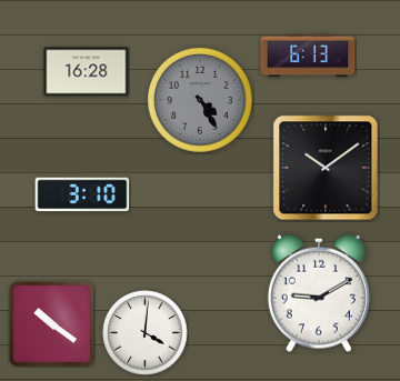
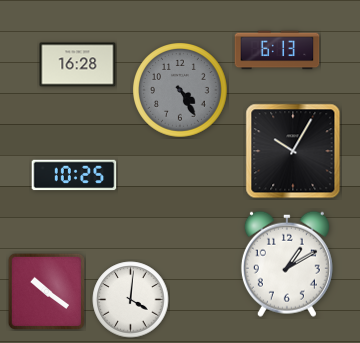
clock at (326, 168): 10:09 -> 10:05
clock at (82, 194): 3:10 -> 10:25
clock at (319, 293): 9:10 -> 1:10
